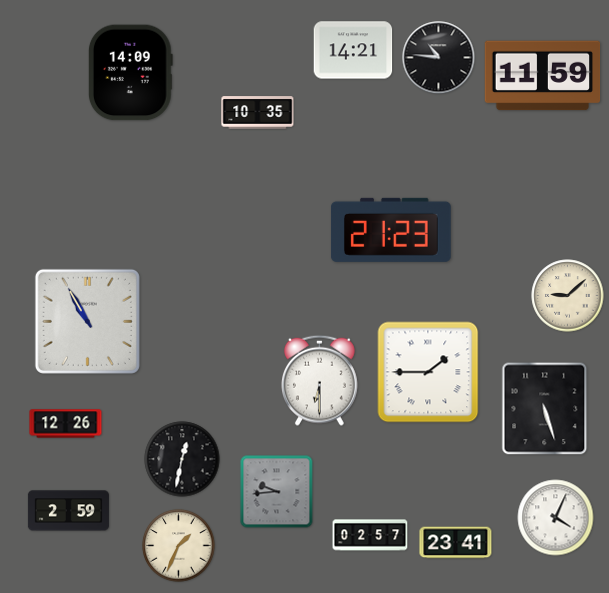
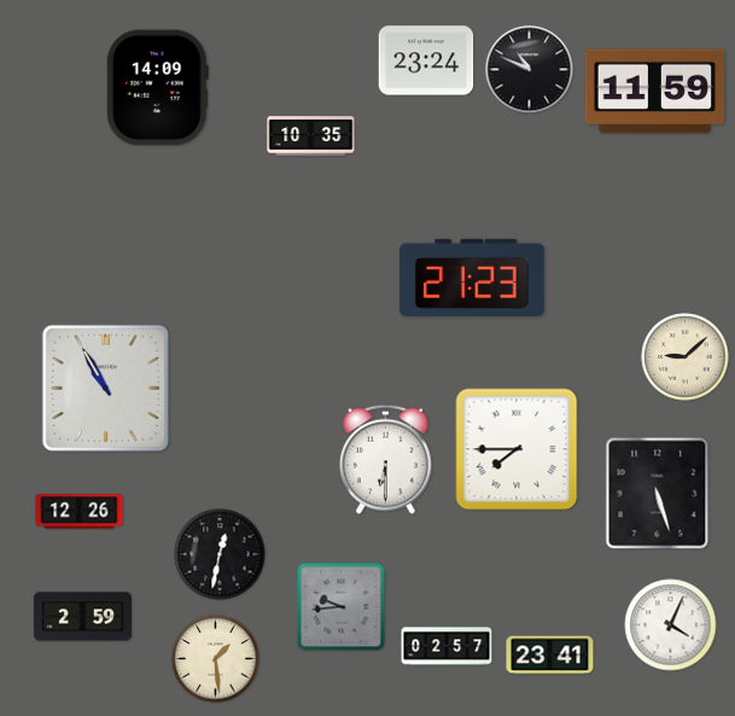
clock at (353, 50): 14:21 -> 23:24
clock at (439, 58): 10:46 -> 10:49
clock at (428, 372): 1:45 -> 7:45
clock at (277, 492) position: (277, 492) -> (342, 607)
clock at (179, 546): 1:34 -> 1:29
